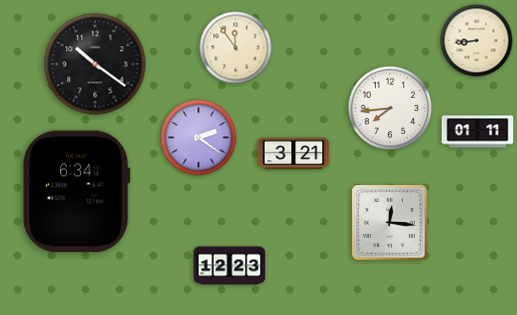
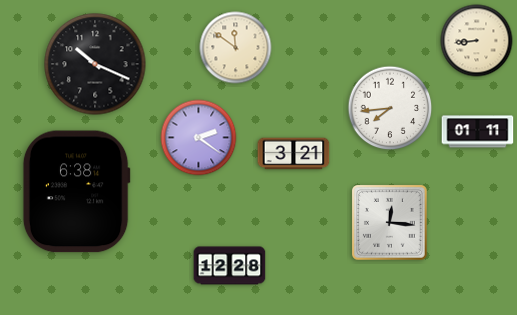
clock at (236, 48): 11:54 -> 11:51
clock at (95, 64): 10:21 -> 10:19
clock at (76, 192): 6:34 -> 6:38
clock at (230, 266): 12:23 -> 12:28
